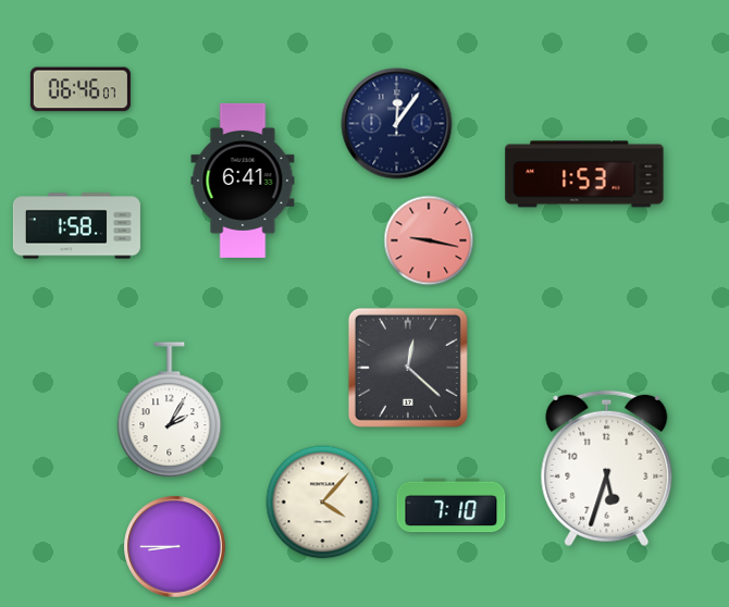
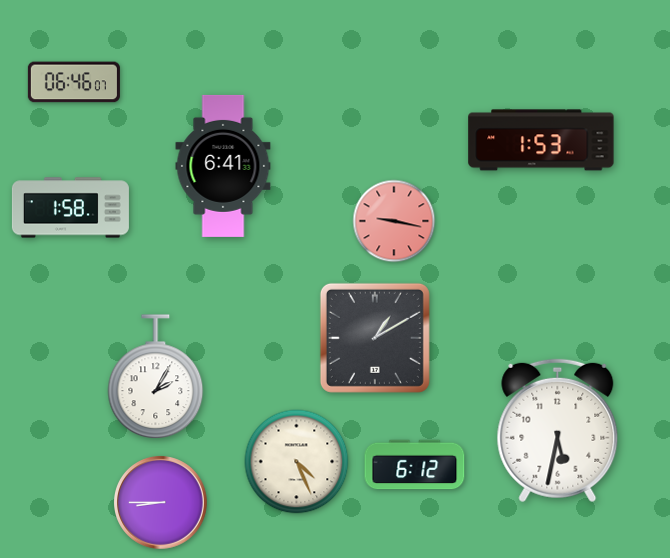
clock at (397, 124): 12:06 -> none
clock at (584, 174) position: (584, 174) -> (541, 140)
clock at (408, 368): 12:22 -> 1:10
clock at (607, 469): 5:33 -> 5:32
clock at (323, 503): 4:07 -> 4:26
clock at (452, 506): 7:10 -> 6:12
